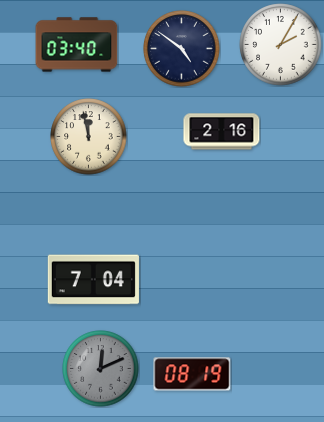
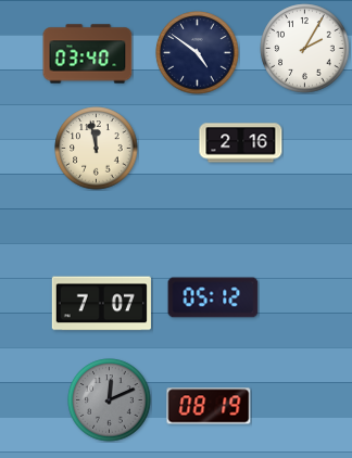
clock at (77, 45) position: (77, 45) -> (88, 54)
clock at (213, 297): none -> 05:12
clock at (93, 280): 7:04 -> 7:07
